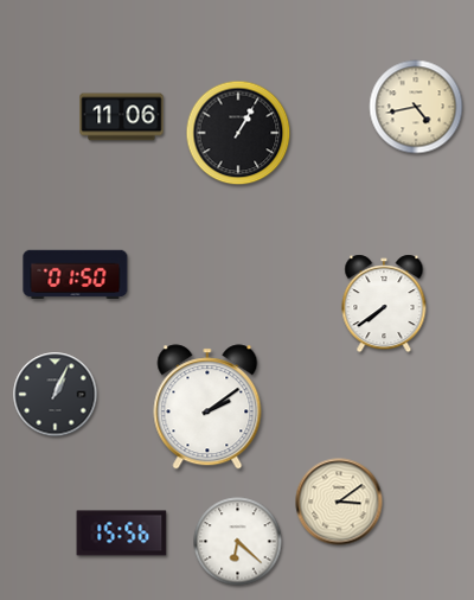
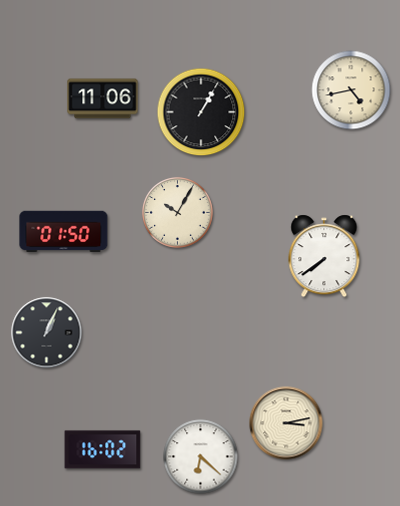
clock at (178, 213): none -> 10:05
clock at (207, 407): 2:09 -> none
clock at (339, 502): 3:09 -> 3:13
clock at (122, 534): 15:56 -> 16:02
